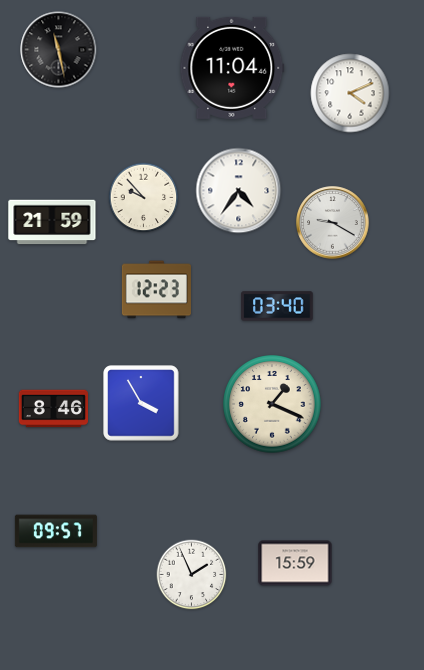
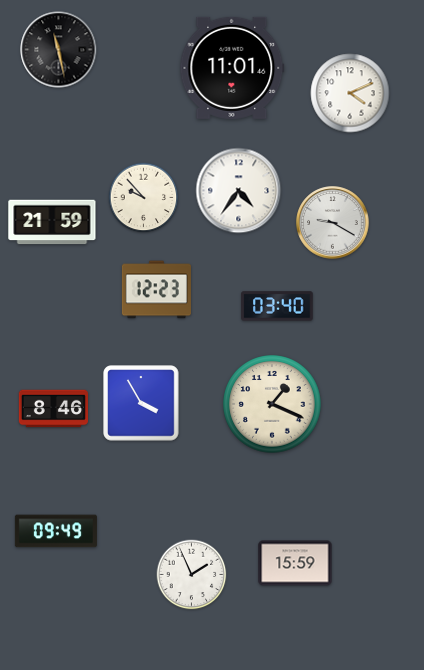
clock at (232, 68): 11:04 -> 11:01
clock at (56, 531): 09:57 -> 09:49
